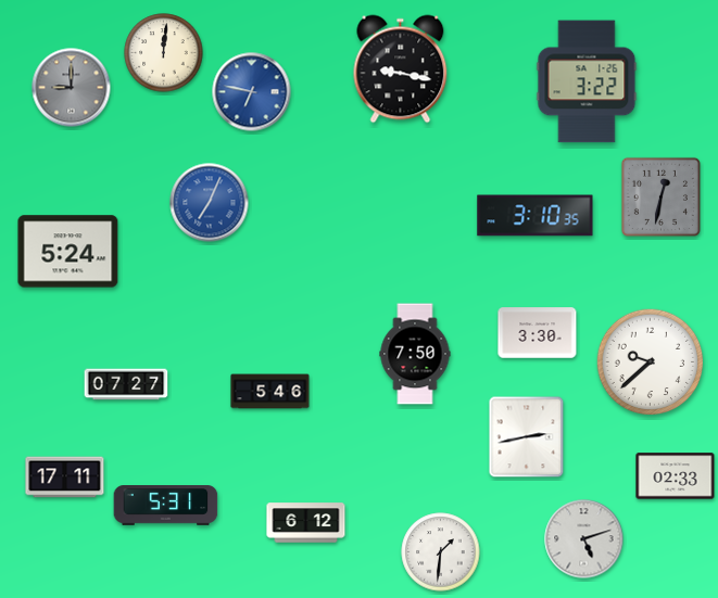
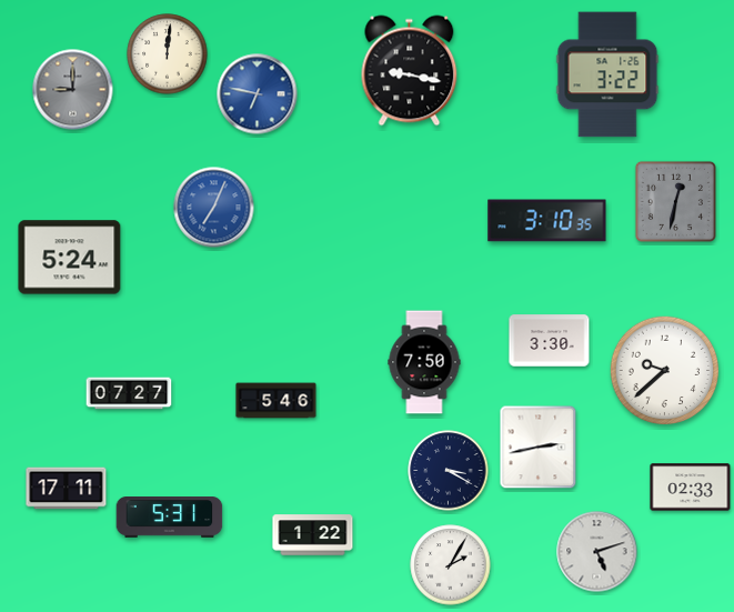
clock at (587, 81) position: (587, 81) -> (607, 74)
clock at (449, 471): none -> 3:20
clock at (306, 523): 6:12 -> 1:22
clock at (441, 552): 1:31 -> 2:05
